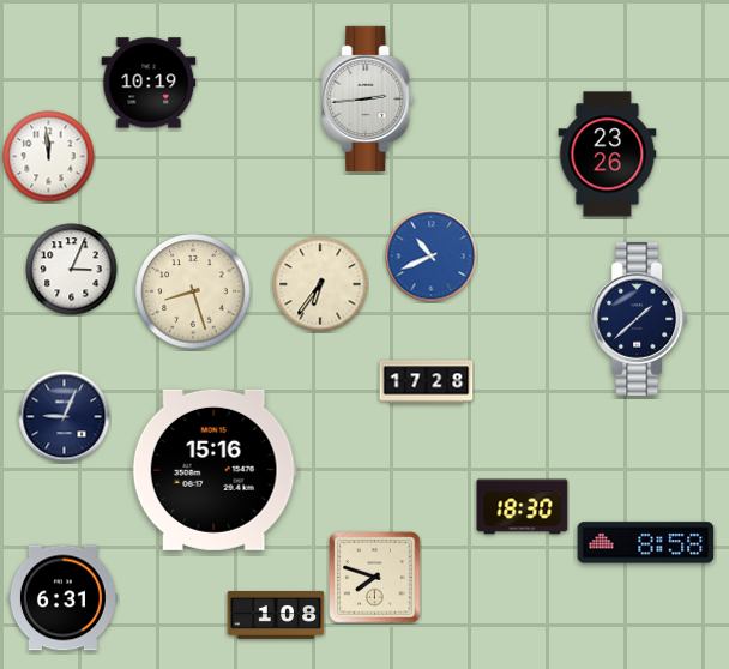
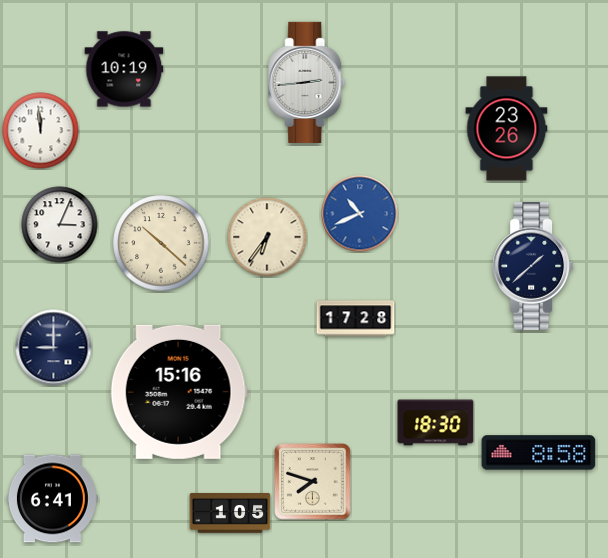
clock at (193, 291): 8:27 -> 10:22
clock at (65, 417): 9:04 -> 9:00
clock at (62, 598): 6:31 -> 6:41
clock at (276, 616): 1:08 -> 1:05
